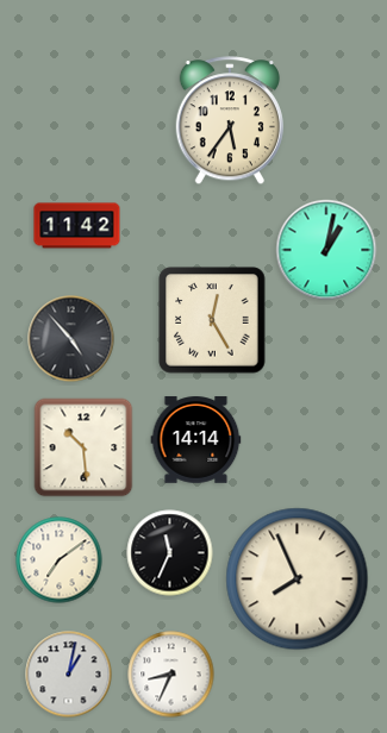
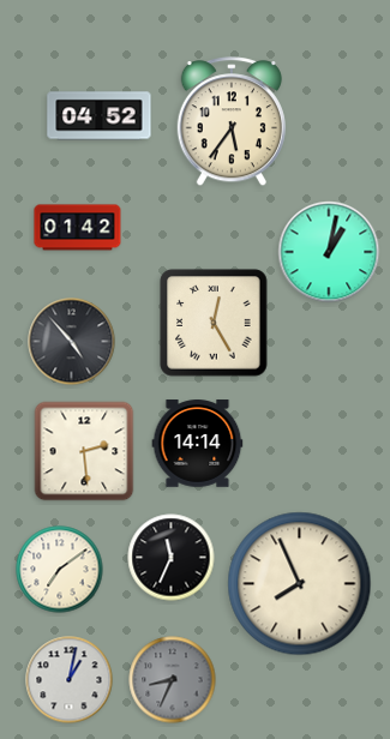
clock at (100, 116): none -> 04:52
clock at (77, 226): 11:42 -> 01:42
clock at (83, 447): 10:29 -> 2:29
clock at (60, 560) position: (60, 560) -> (60, 570)
clock at (171, 675) dial: white -> grey
